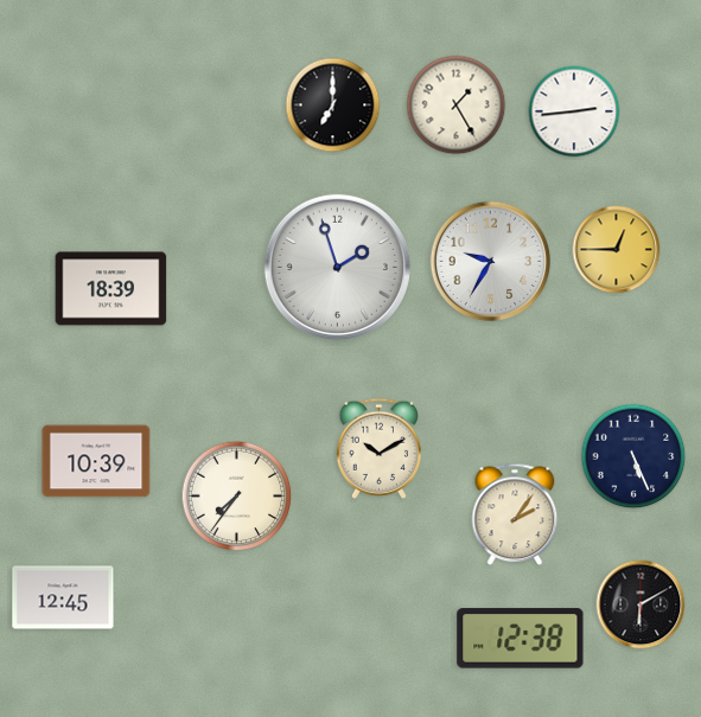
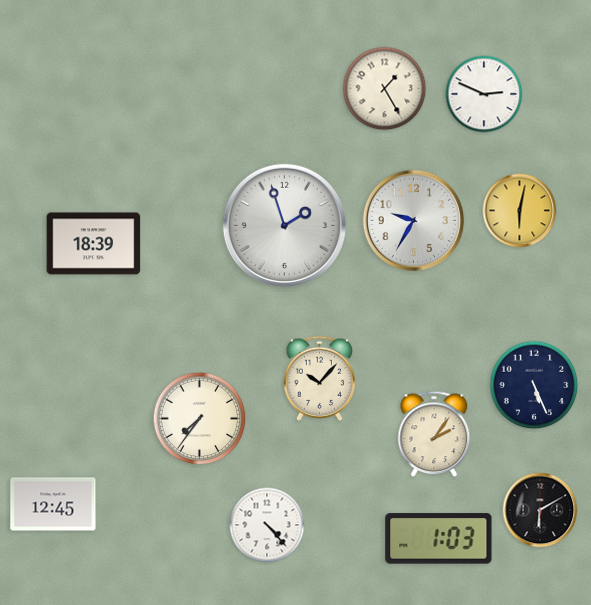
clock at (333, 105): 7:00 -> none
clock at (574, 111): 2:44 -> 2:49
clock at (617, 250): 12:45 -> 6:02
clock at (380, 448): 10:10 -> 10:07
clock at (96, 461): 10:39 -> none
clock at (267, 525): none -> 4:23
clock at (521, 639): 12:38 -> 1:03
